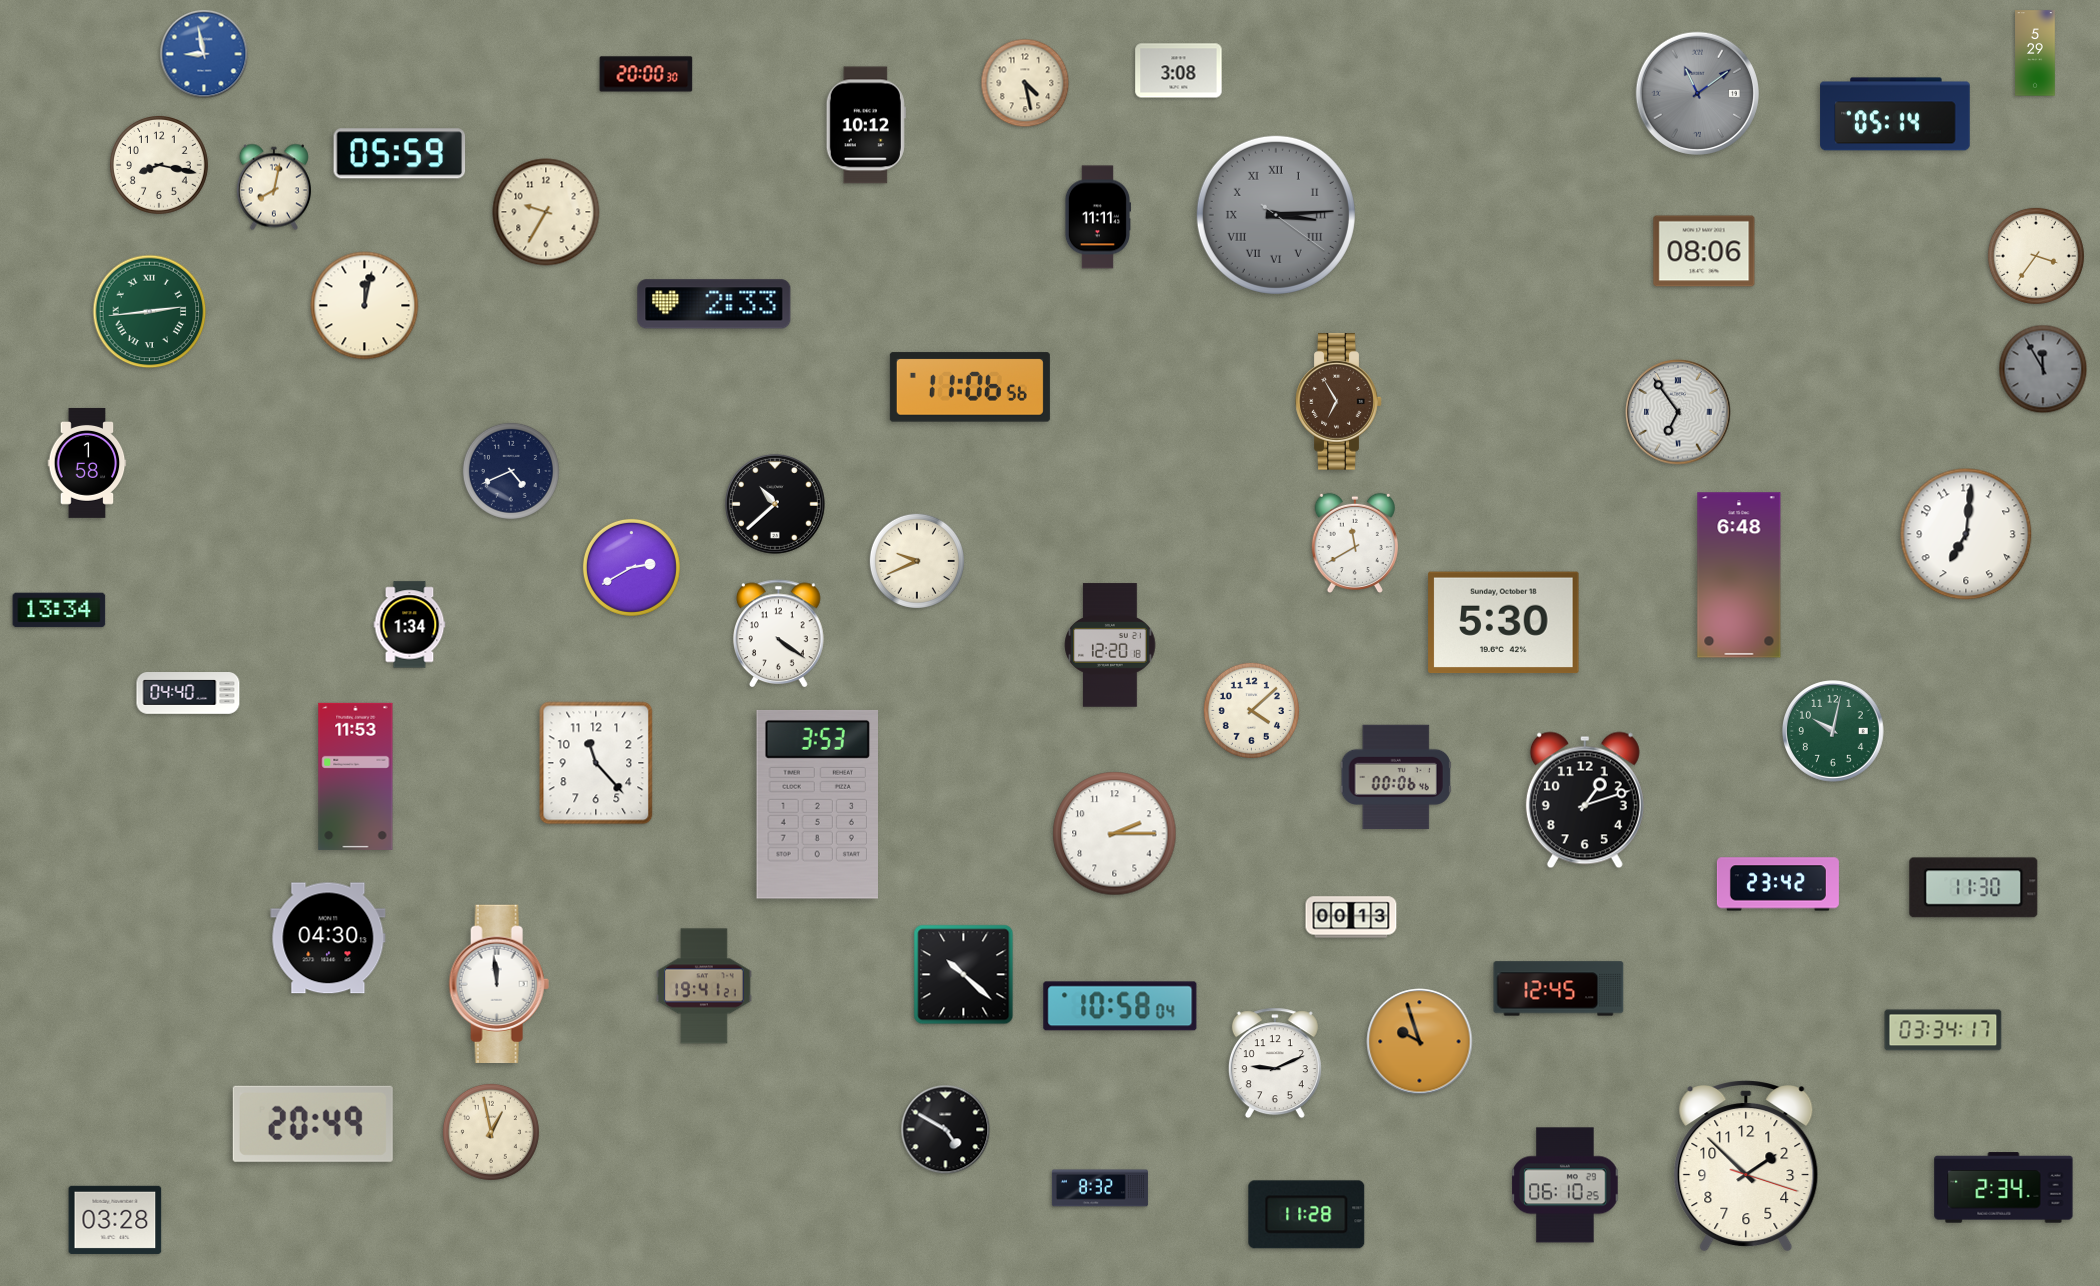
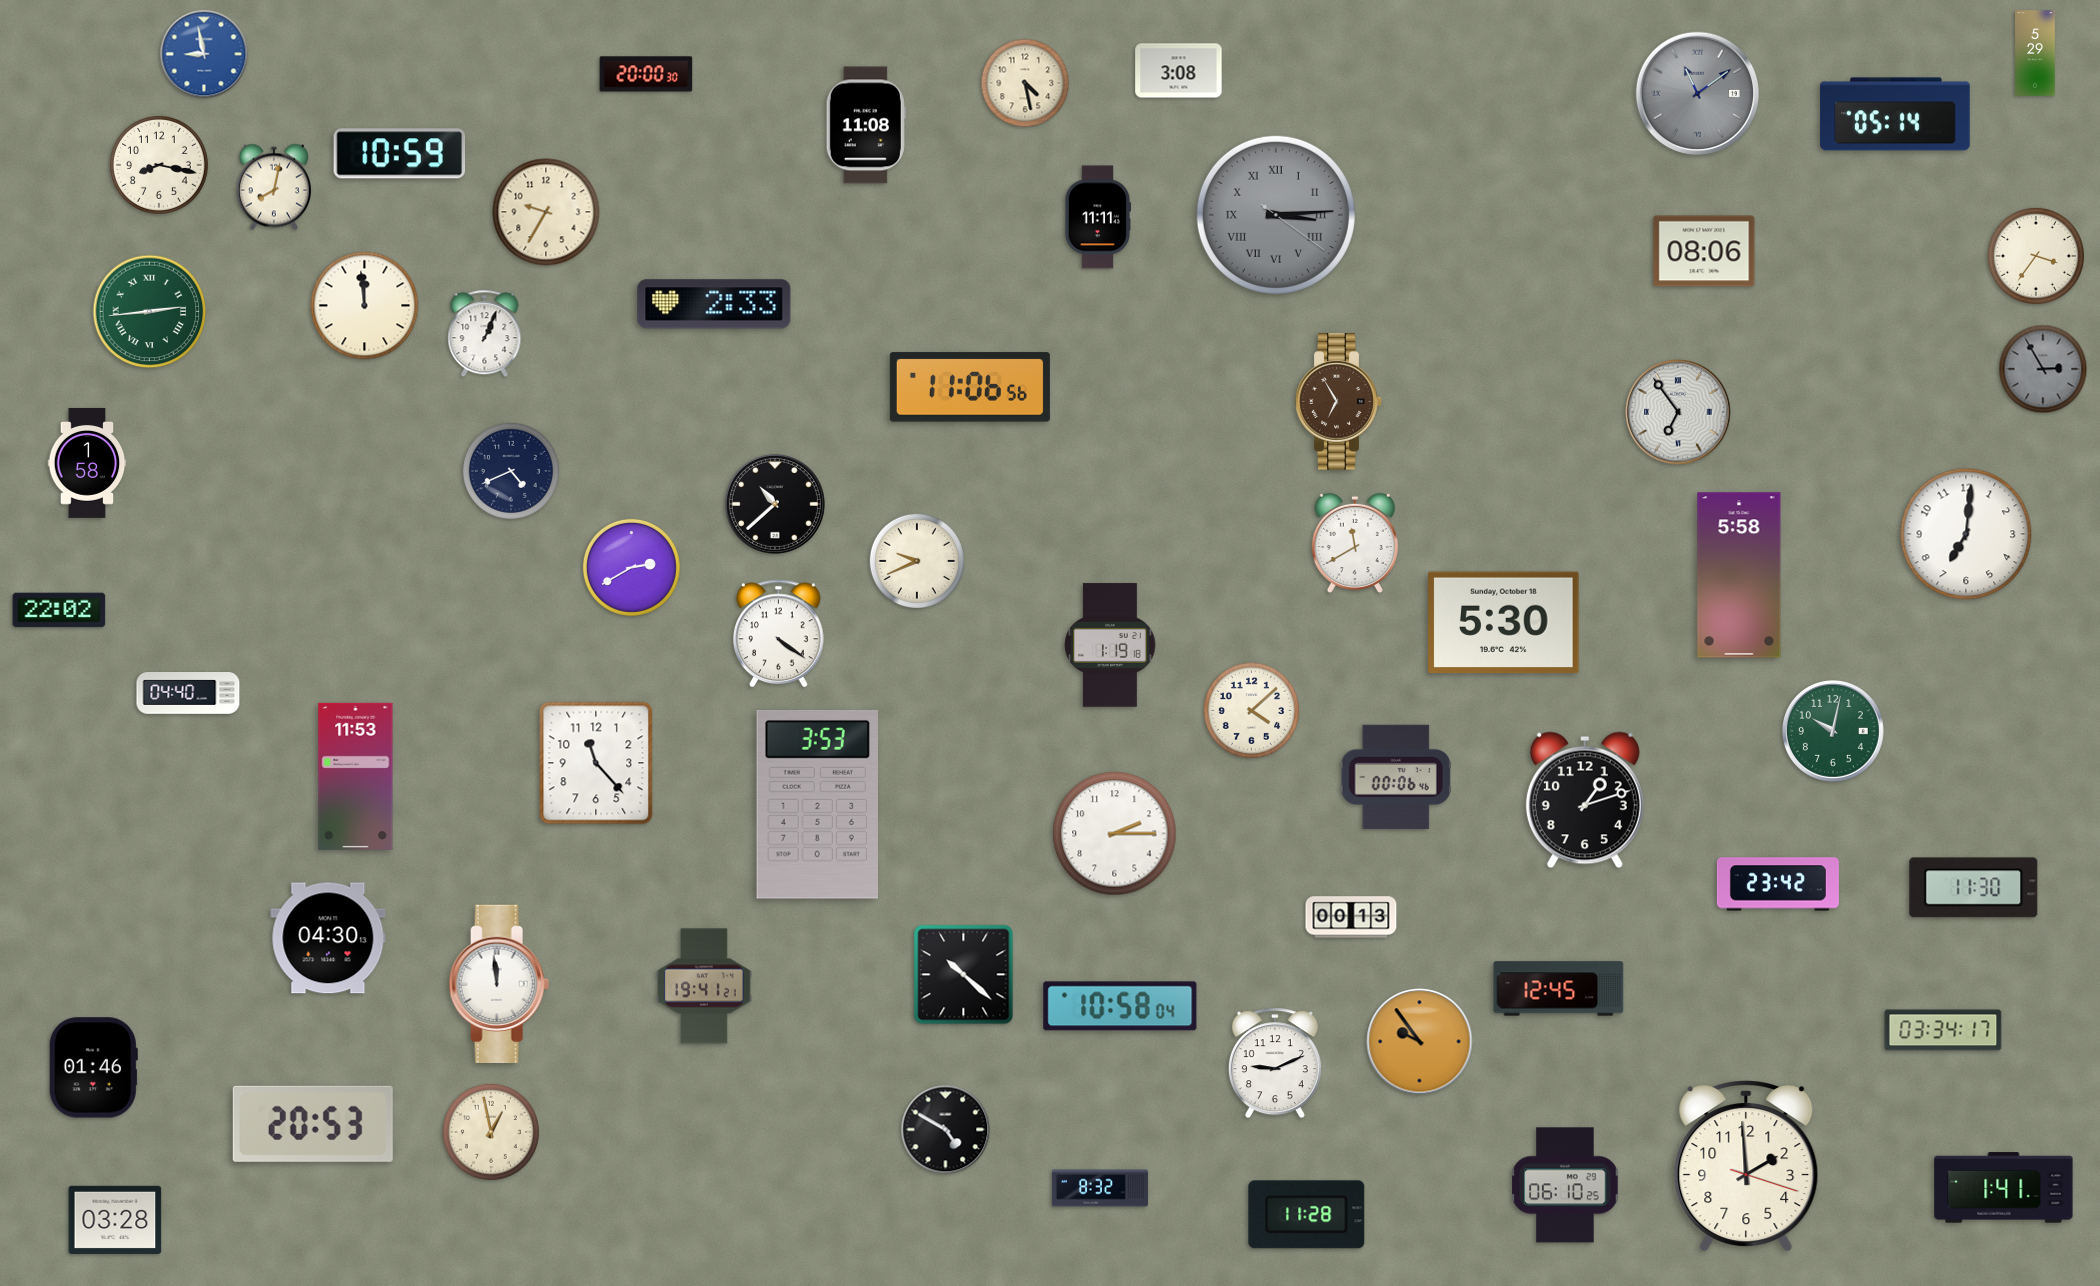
clock at (866, 125): 10:12 -> 11:08
clock at (400, 154): 05:59 -> 10:59
clock at (365, 306): 12:02 -> 11:59
clock at (485, 334): none -> 1:04
clock at (2043, 369): 11:55 -> 2:55
clock at (1739, 575): 6:48 -> 5:58
clock at (59, 610): 13:34 -> 22:02
clock at (410, 625): 1:34 -> none
clock at (1110, 645): 12:20 -> 1:19
clock at (1420, 1042): 9:57 -> 9:54
clock at (93, 1068): none -> 01:46
clock at (313, 1124): 20:49 -> 20:53
clock at (1746, 1166): 1:52 -> 1:59
clock at (2004, 1188): 2:34 -> 1:41
